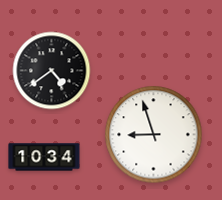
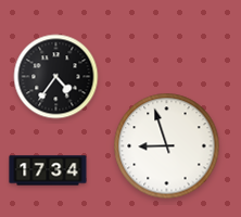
clock at (52, 71): 4:39 -> 4:36
clock at (44, 157): 10:34 -> 17:34
